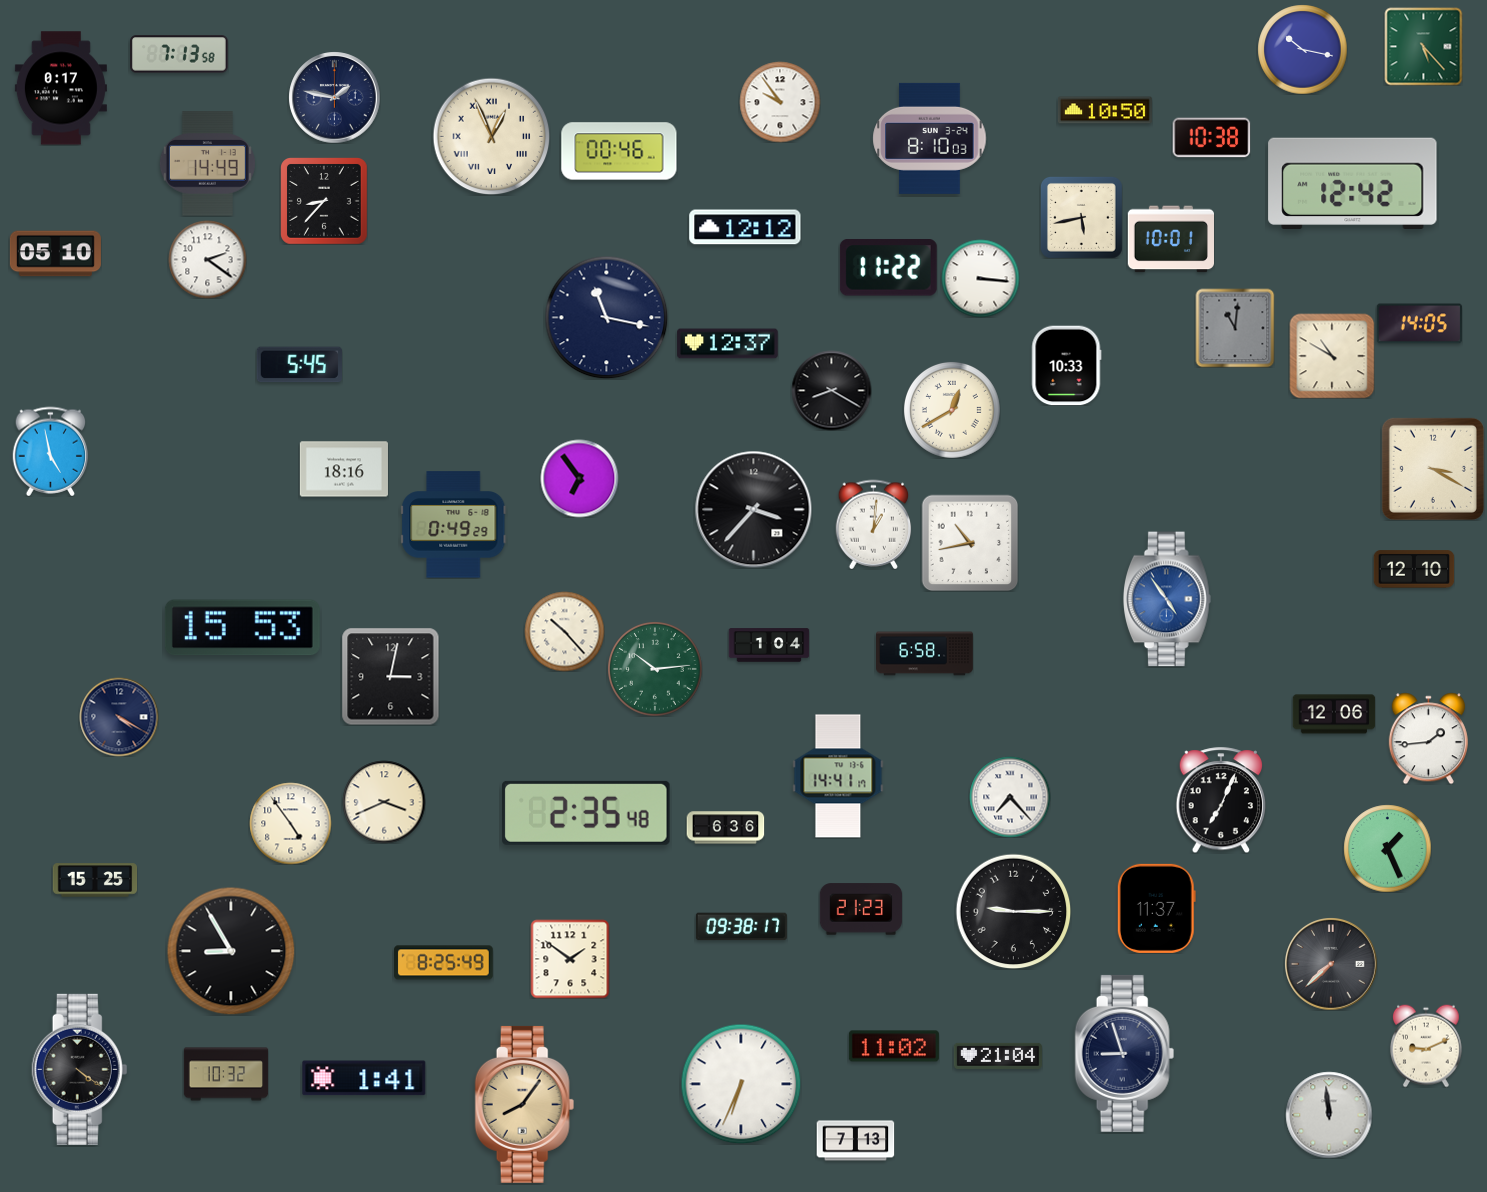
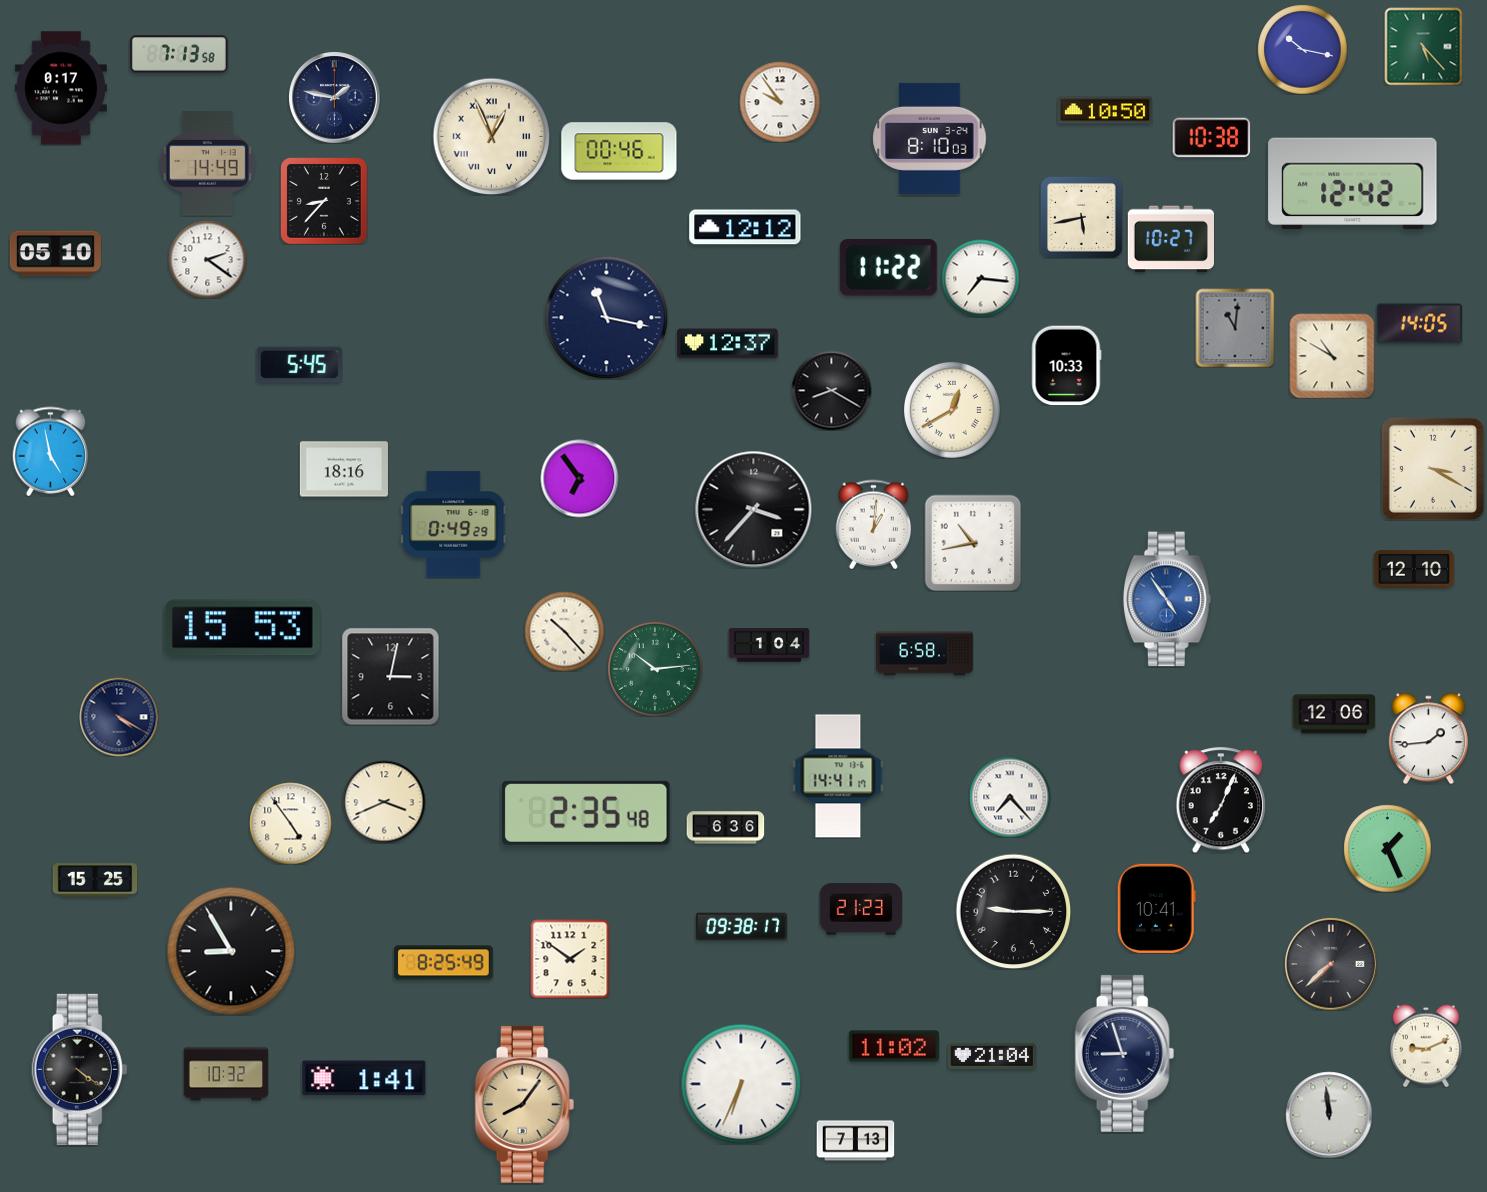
clock at (1170, 239): 10:01 -> 10:27
clock at (980, 278): 3:16 -> 7:16
clock at (970, 543) position: (970, 543) -> (973, 543)
clock at (1156, 908): 11:37 -> 10:41
clock at (998, 1056) position: (998, 1056) -> (992, 1056)
